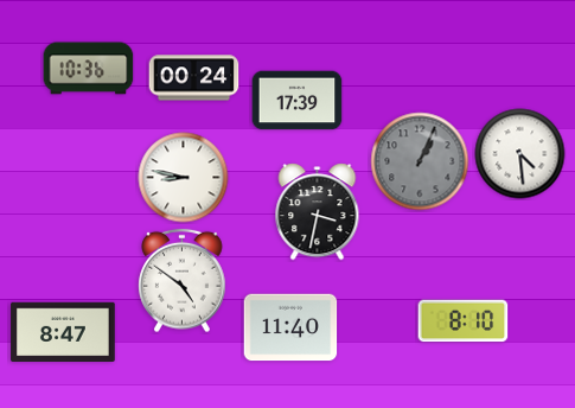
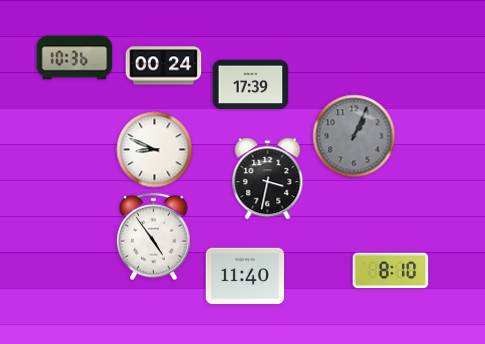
clock at (520, 154): 4:29 -> none
clock at (184, 178): 8:47 -> 8:49
clock at (183, 281): 4:51 -> 4:54
clock at (63, 331): 8:47 -> none
